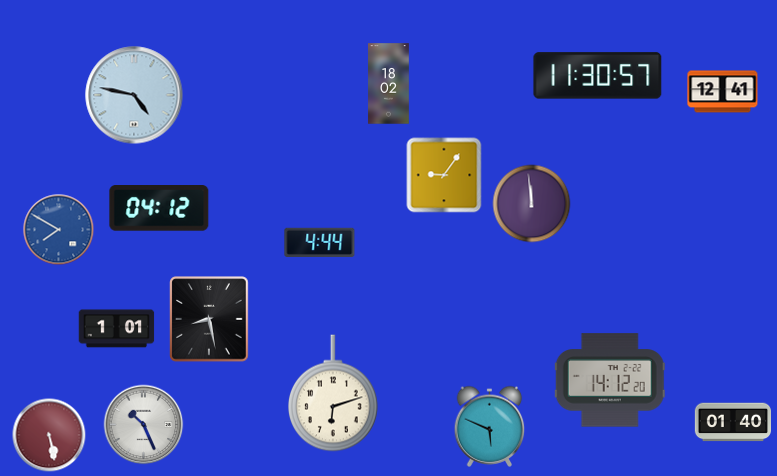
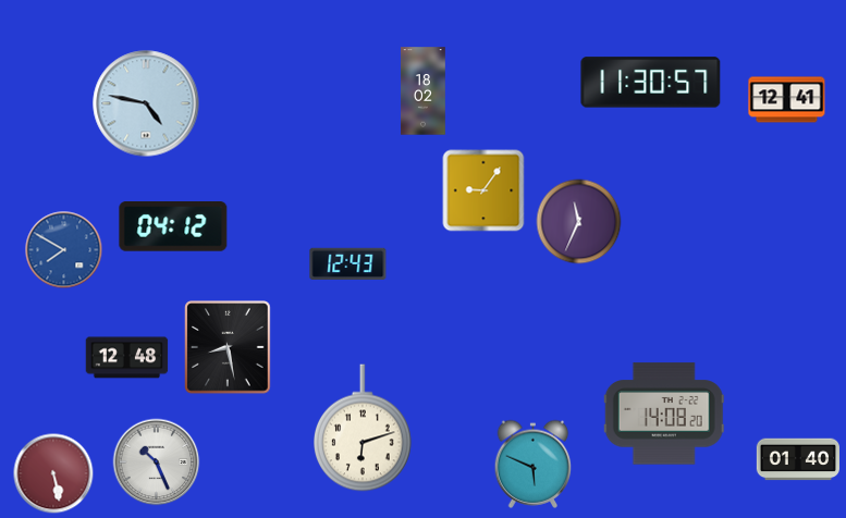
clock at (532, 204): 11:59 -> 11:34
clock at (320, 242): 4:44 -> 12:43
clock at (117, 329): 1:01 -> 12:48
clock at (610, 380): 14:12 -> 14:08
